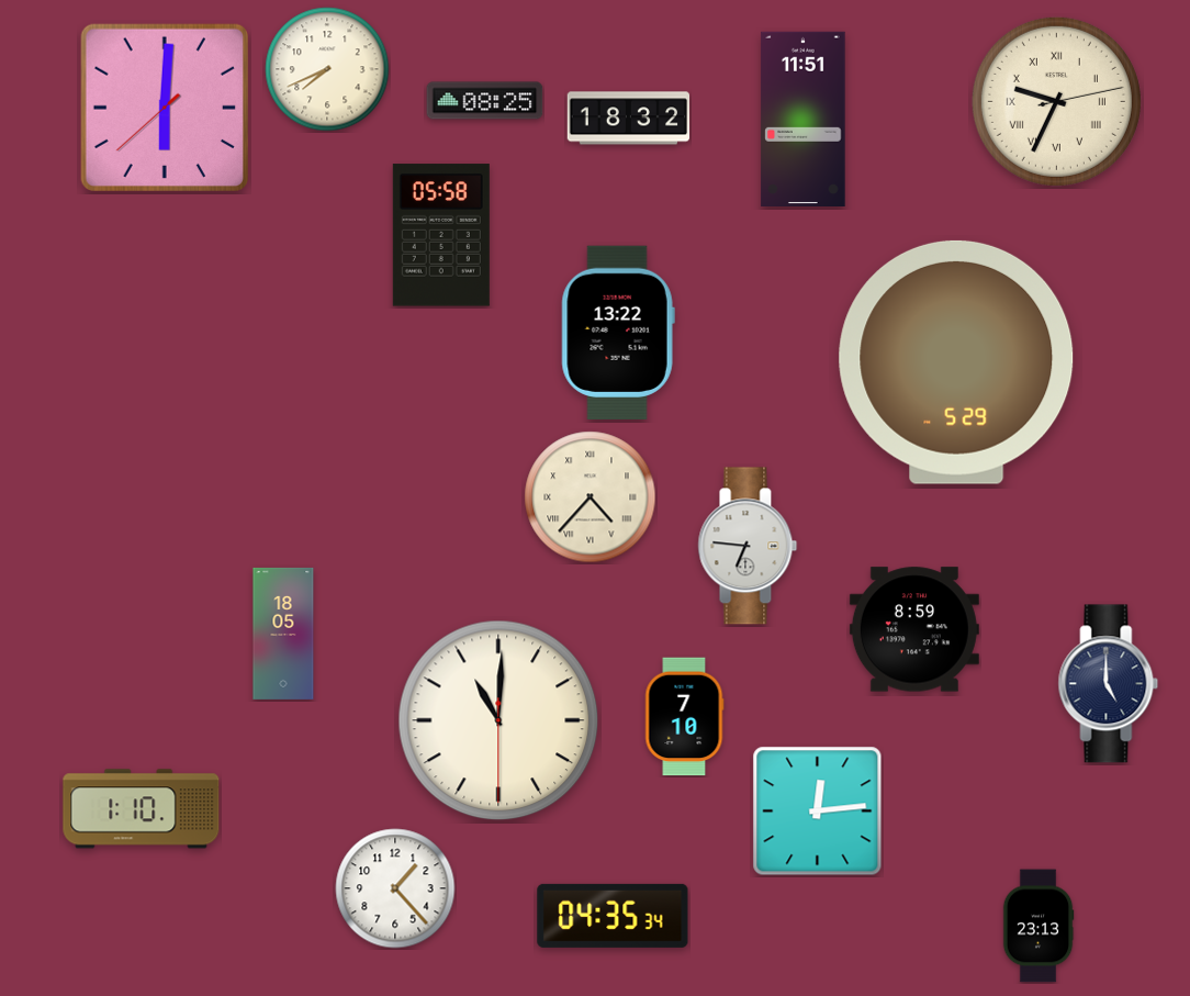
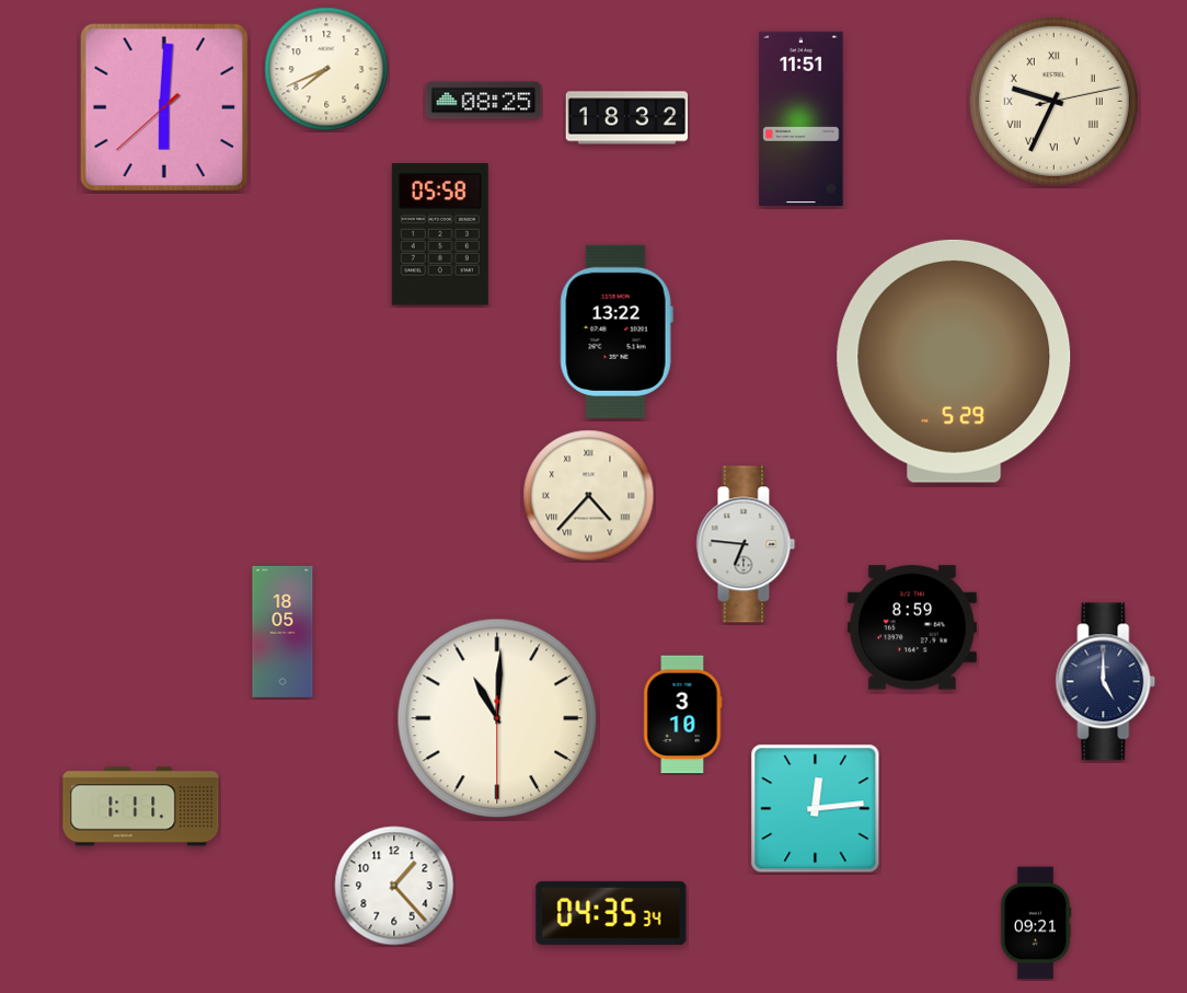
clock at (684, 717): 7:10 -> 3:10
clock at (142, 809): 1:10 -> 1:11
clock at (1039, 926): 23:13 -> 09:21
